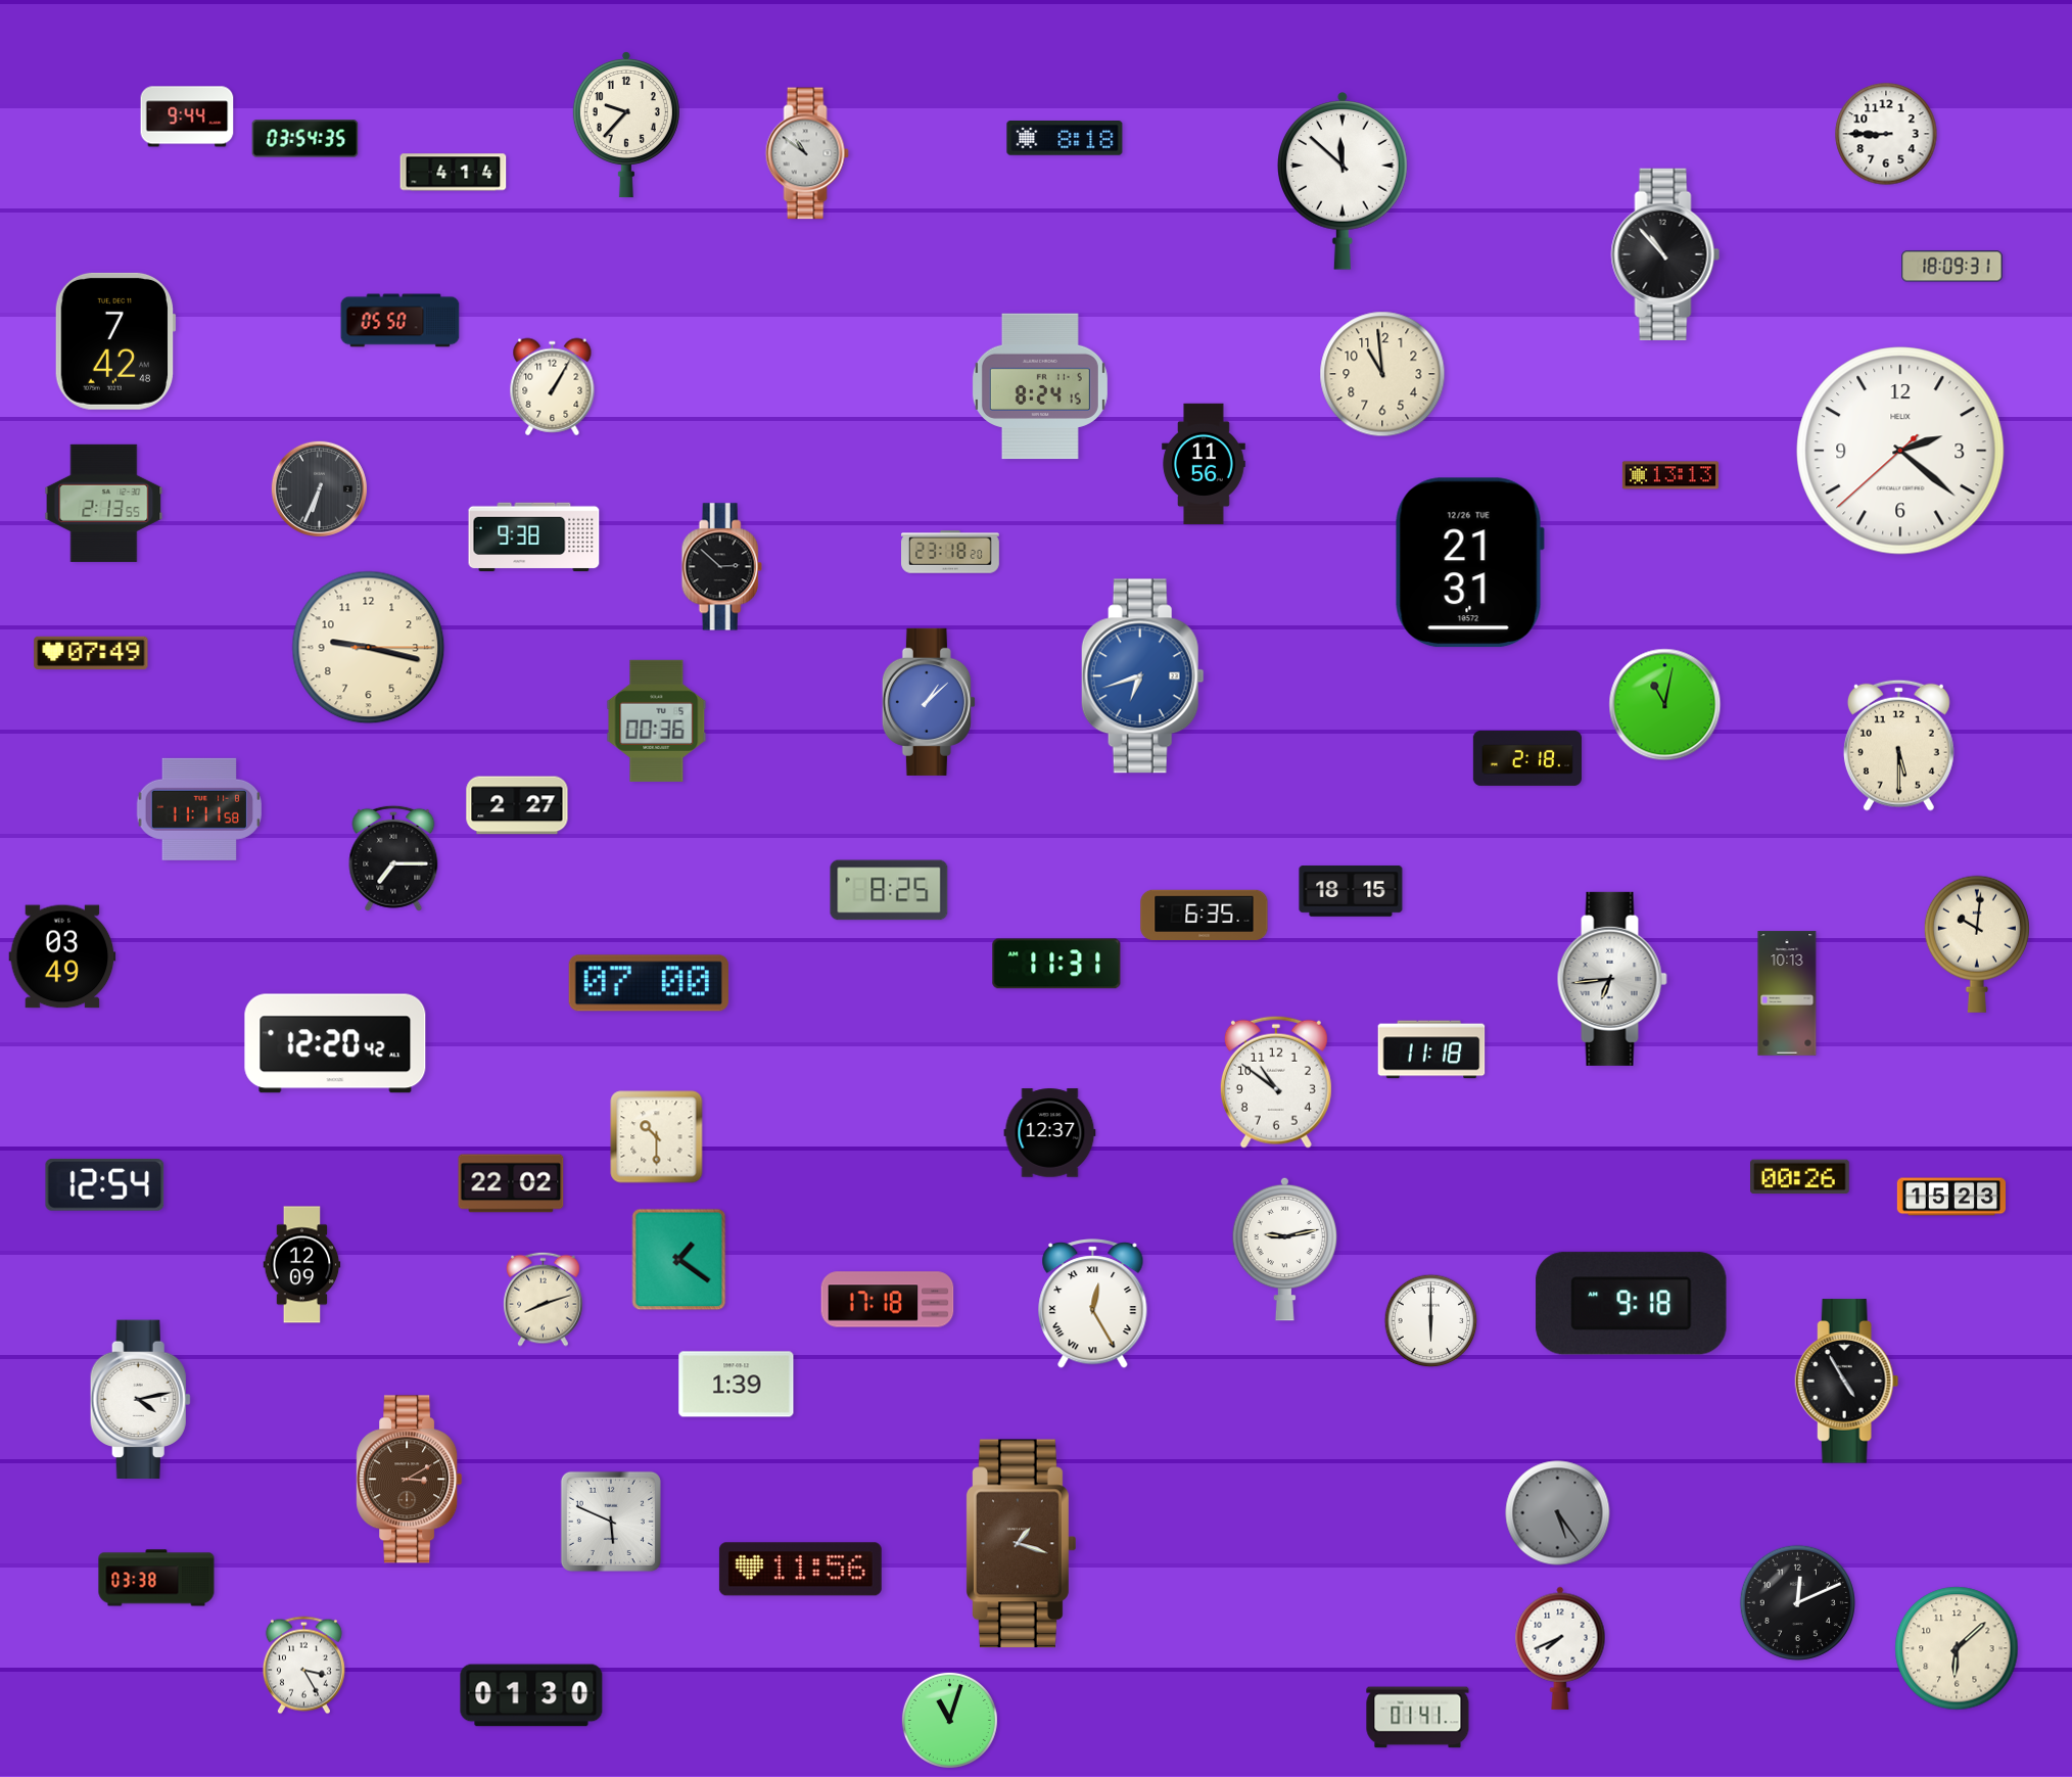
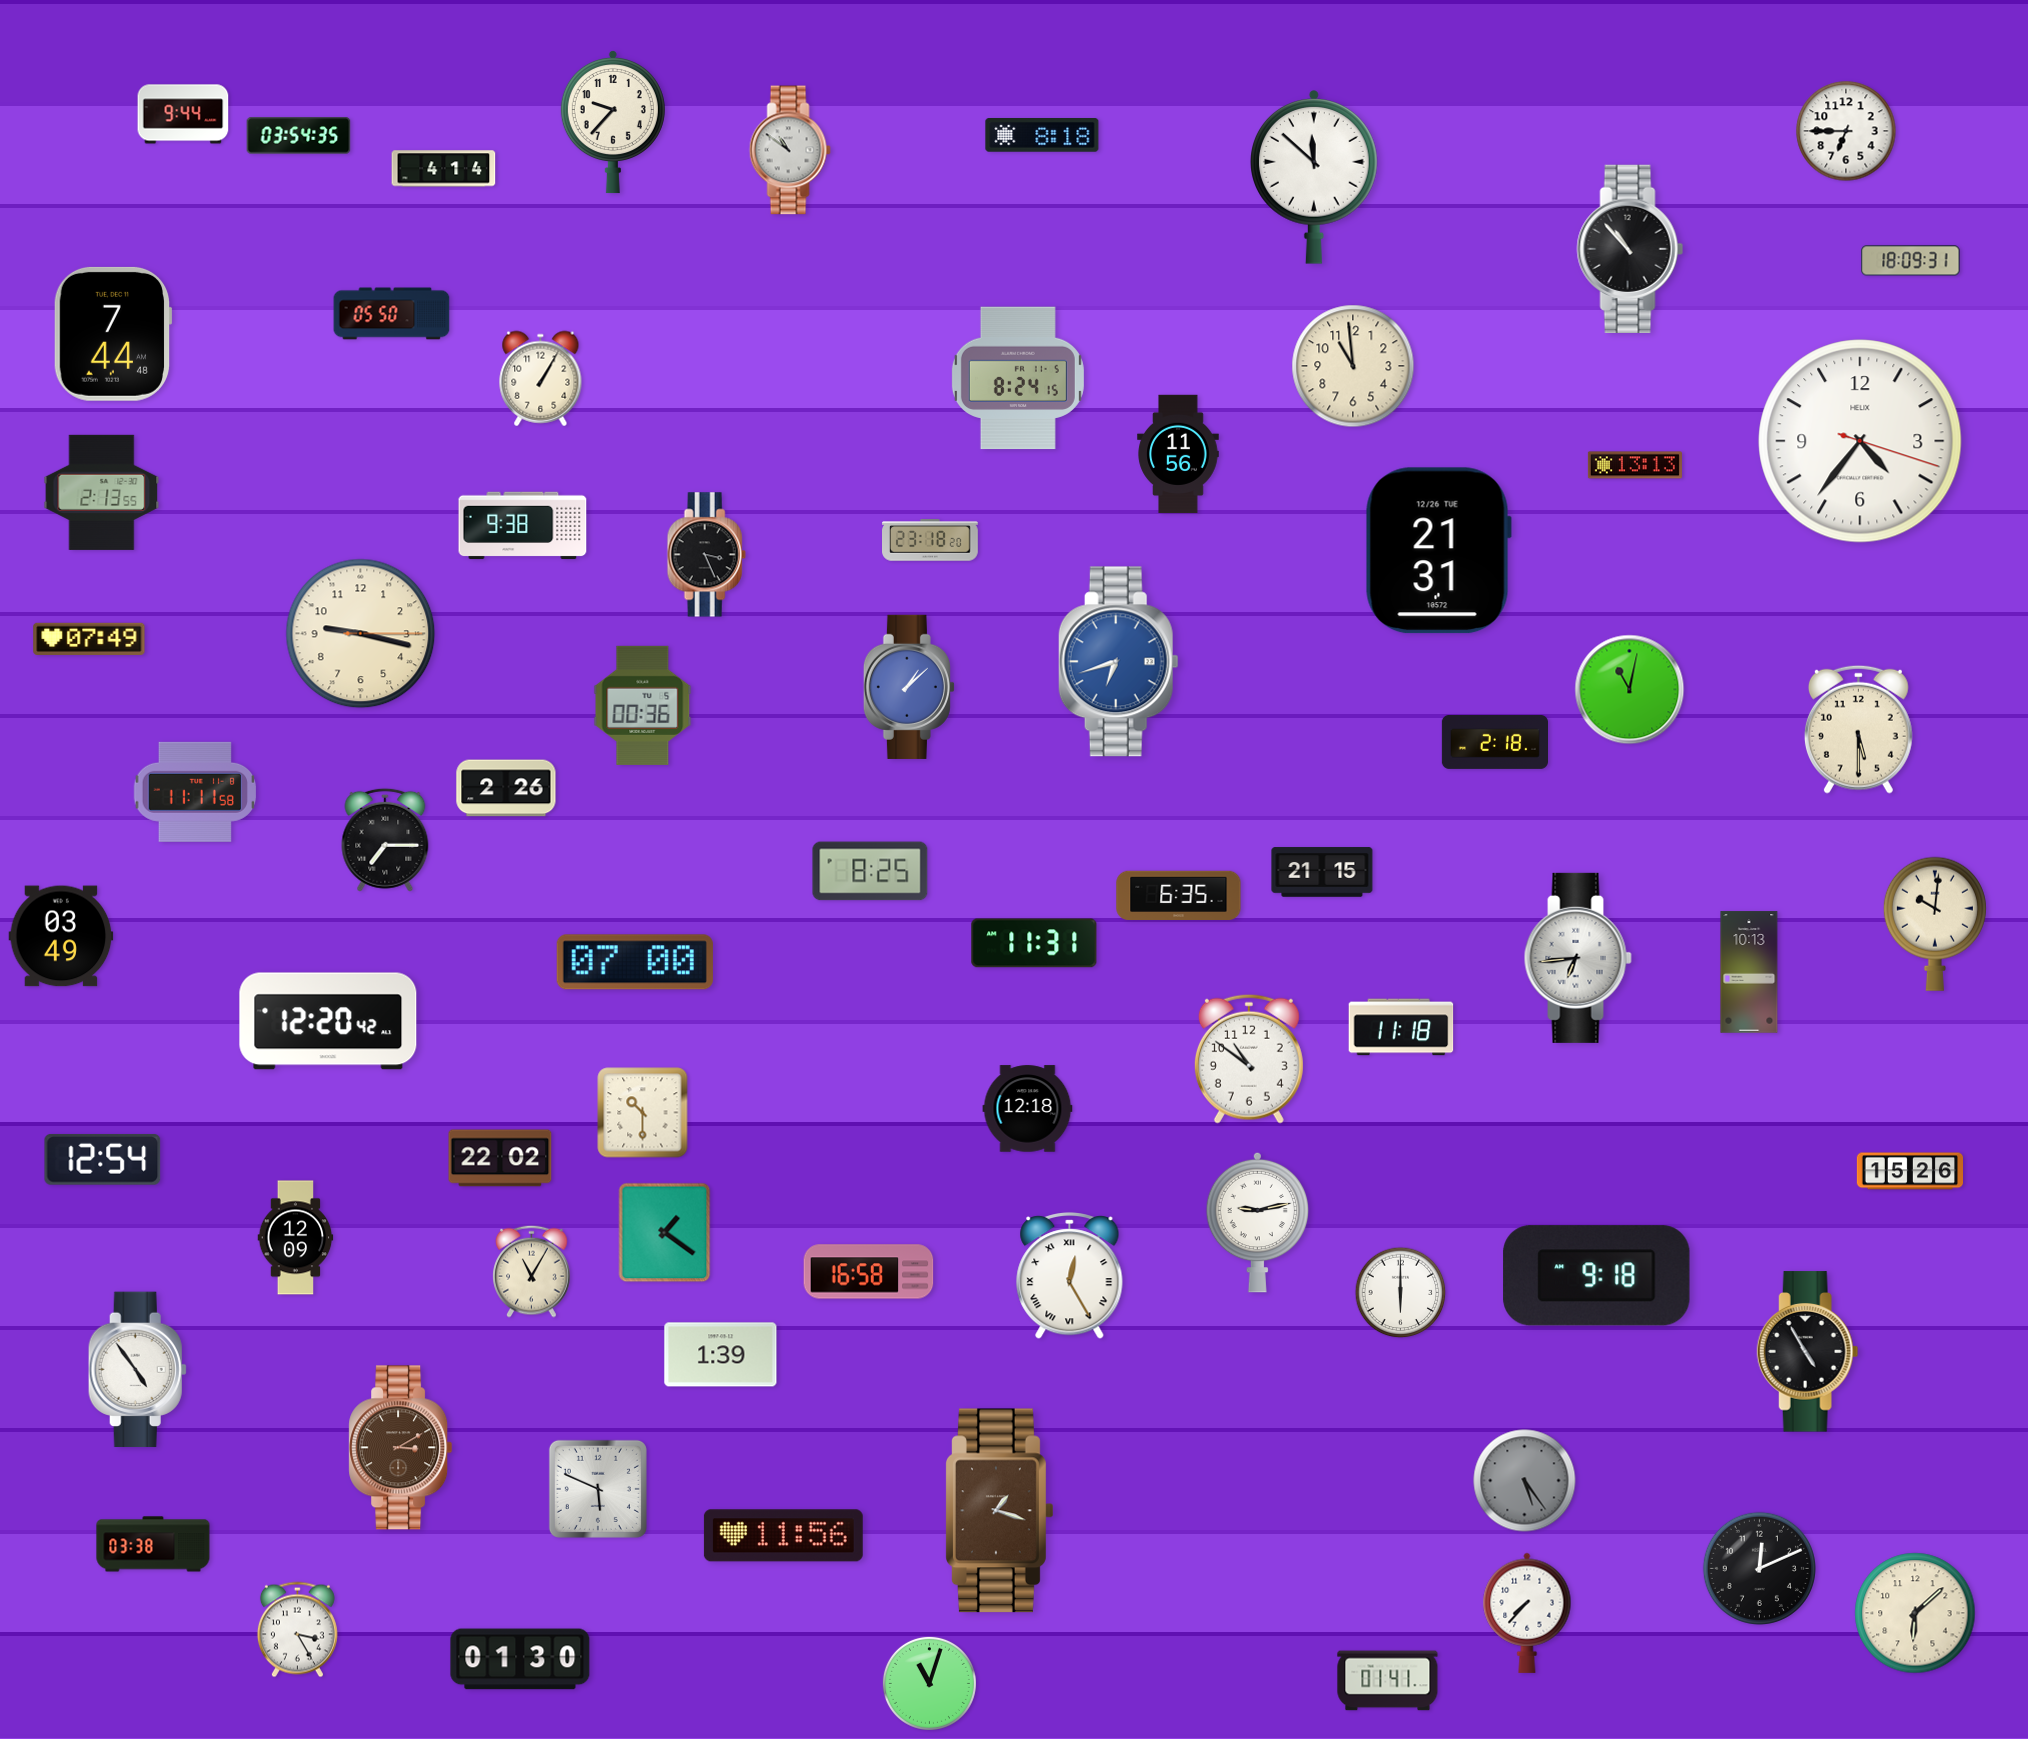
clock at (1886, 134): 8:45 -> 6:45
clock at (115, 341): 7:42 -> 7:44
clock at (1900, 451): 2:21 -> 4:36
clock at (319, 488): 6:34 -> none
clock at (721, 567): 2:52 -> 3:26
clock at (517, 805): 2:27 -> 2:26
clock at (1351, 891): 18:15 -> 21:15
clock at (1050, 1133): 12:37 -> 12:18
clock at (1800, 1177): 00:26 -> none
clock at (1950, 1197): 15:23 -> 15:26
clock at (544, 1299): 8:12 -> 11:05
clock at (888, 1300): 17:18 -> 16:58
clock at (140, 1400): 4:13 -> 4:54
clock at (1560, 1648): 7:41 -> 7:37
